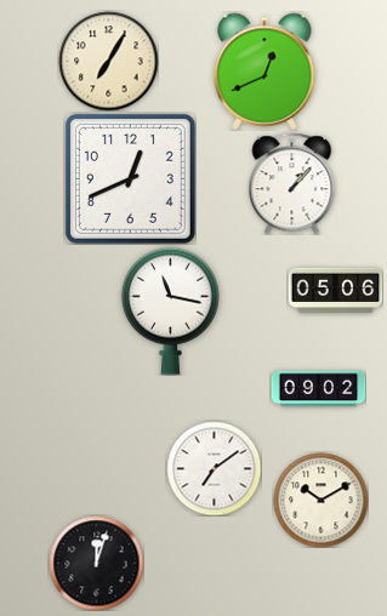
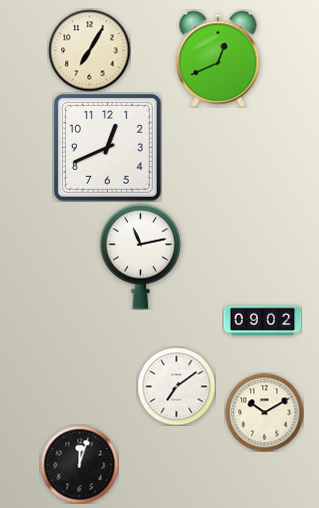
clock at (292, 183): 1:07 -> none
clock at (335, 291): 05:06 -> none
clock at (170, 310): 11:17 -> 11:13
